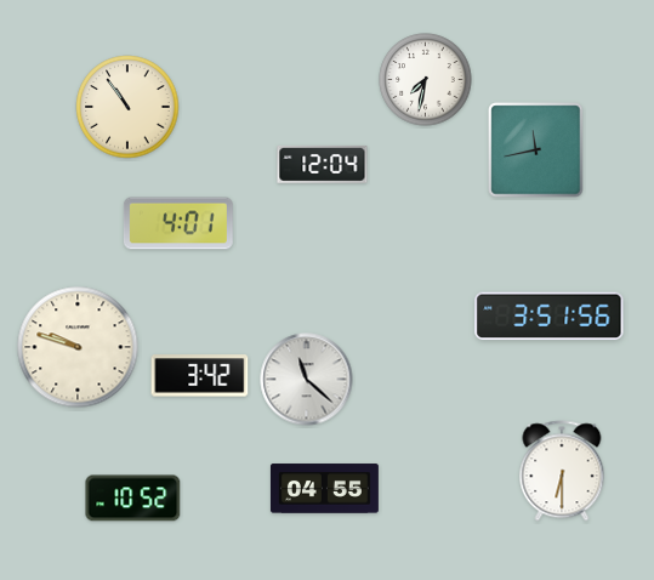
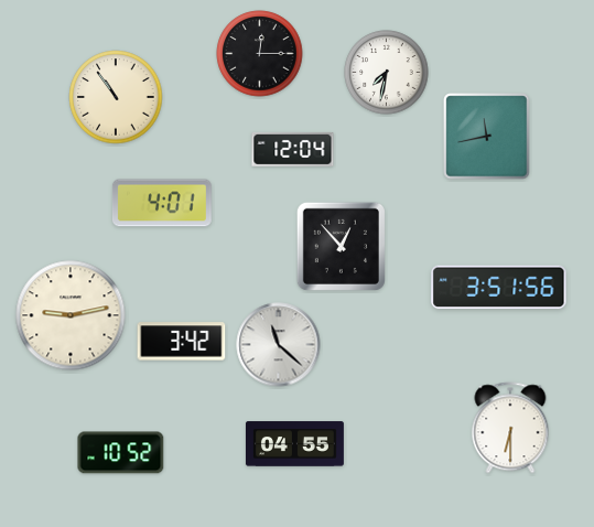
clock at (260, 54): none -> 12:15
clock at (341, 246): none -> 12:53
clock at (78, 347): 9:48 -> 9:13
